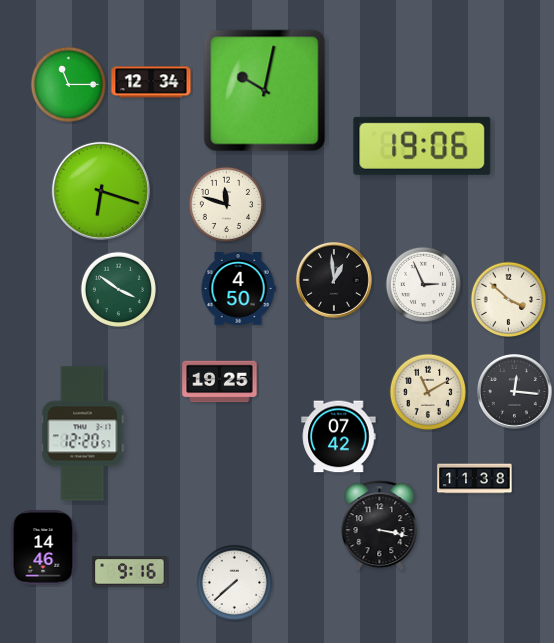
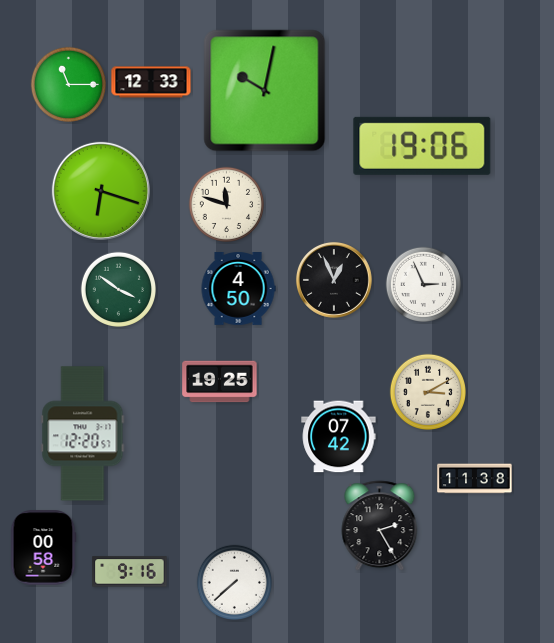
clock at (151, 82): 12:34 -> 12:33
clock at (334, 280): 12:59 -> 12:56
clock at (508, 299): 3:52 -> none
clock at (427, 391): 11:10 -> 3:10
clock at (515, 392): 12:16 -> none
clock at (380, 526): 3:17 -> 2:25
clock at (43, 548): 14:46 -> 00:58
